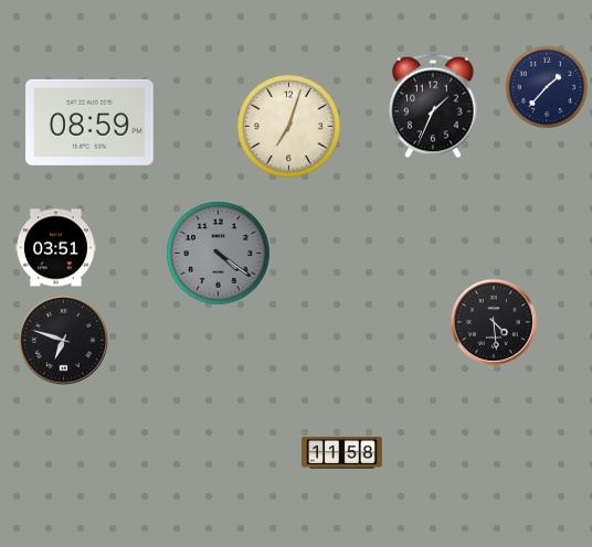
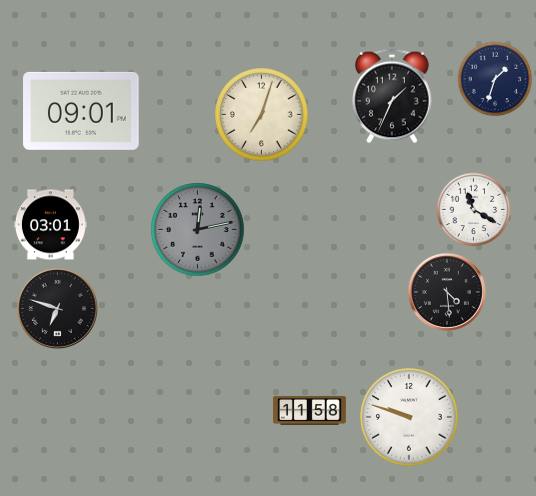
clock at (547, 87): 1:37 -> 1:33
clock at (89, 122): 08:59 -> 09:01
clock at (474, 210): none -> 11:20
clock at (55, 248): 03:51 -> 03:01
clock at (219, 254): 4:21 -> 12:13
clock at (409, 417): none -> 9:48
